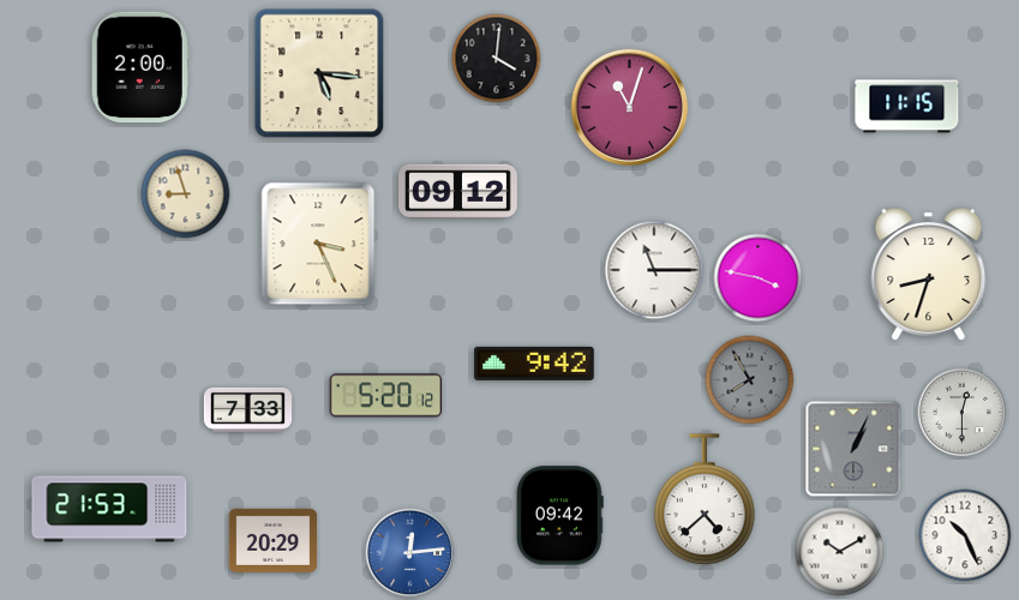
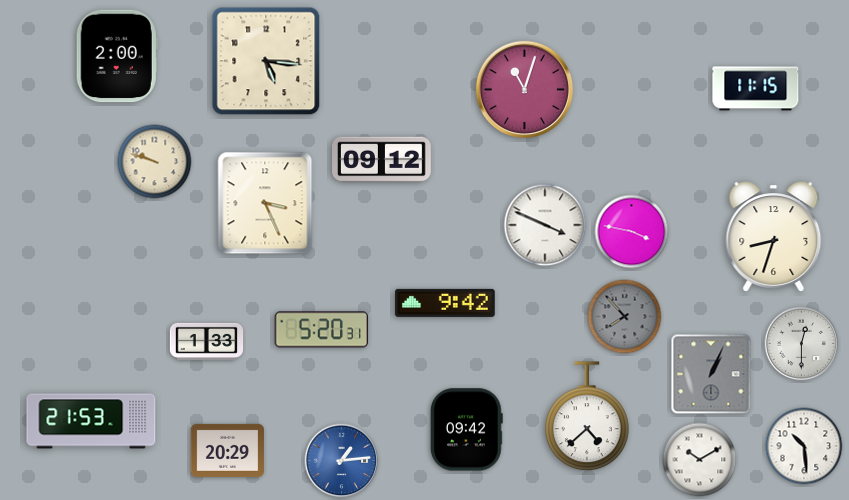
clock at (497, 59): 4:01 -> none
clock at (186, 194): 8:57 -> 9:48
clock at (654, 270): 11:15 -> 3:49
clock at (929, 275) position: (929, 275) -> (774, 237)
clock at (750, 380): 7:55 -> 7:53
clock at (386, 396): 5:20:12 -> 5:20:31
clock at (248, 409): 7:33 -> 1:33
clock at (109, 509) position: (109, 509) -> (91, 421)
clock at (965, 535): 10:26 -> 10:29
clock at (410, 553): 12:14 -> 1:14
